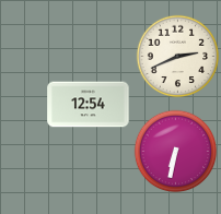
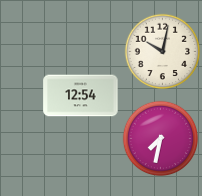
clock at (178, 57): 2:41 -> 10:02
clock at (176, 152): 6:32 -> 7:32
